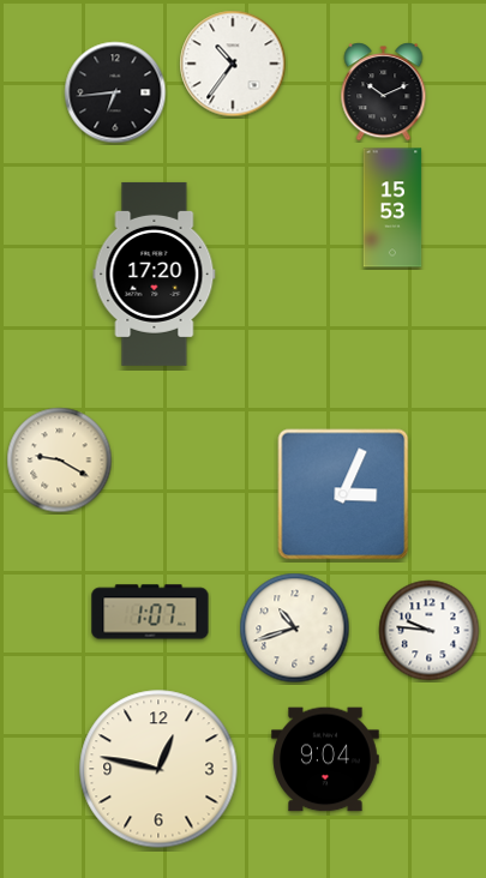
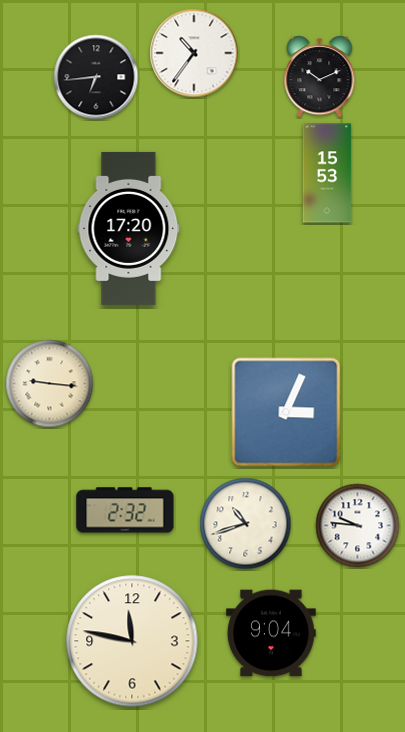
clock at (60, 461): 9:20 -> 9:16
clock at (150, 612): 1:07 -> 2:32
clock at (158, 769): 12:47 -> 11:47
